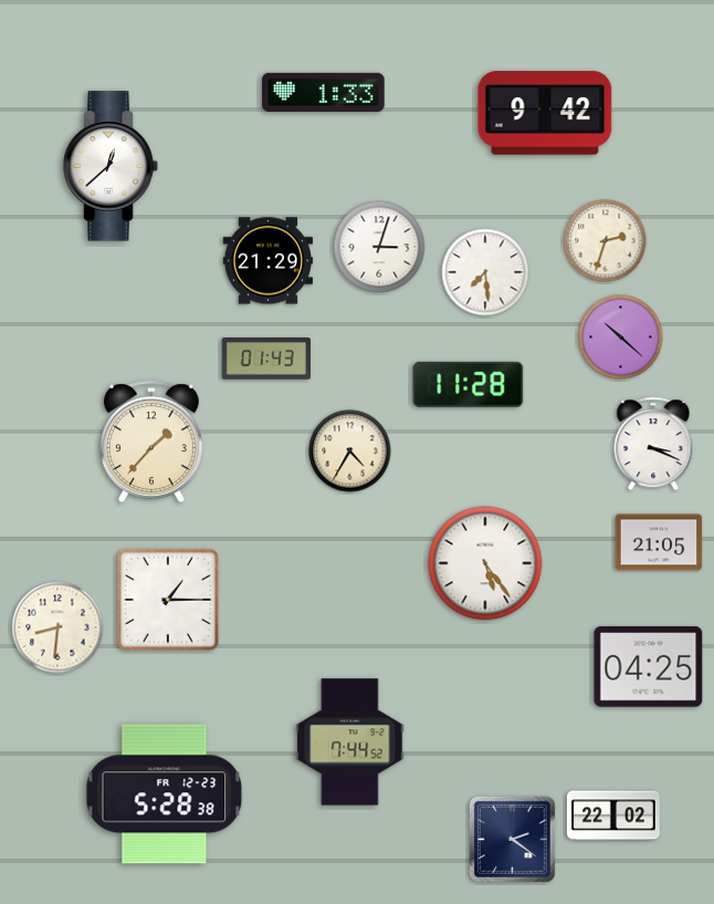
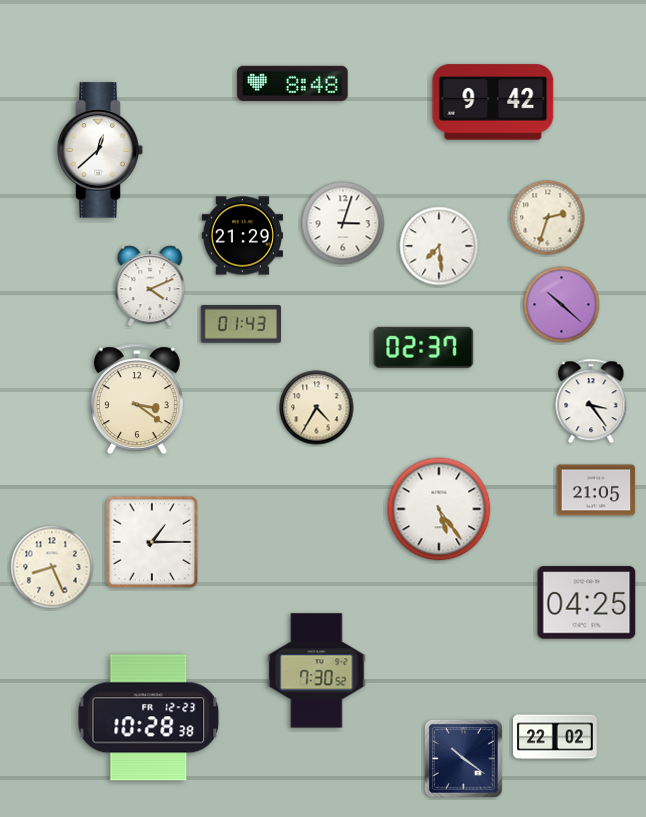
clock at (324, 92): 1:33 -> 8:48
clock at (150, 286): none -> 4:11
clock at (469, 384): 11:28 -> 02:37
clock at (151, 441): 1:37 -> 3:21
clock at (653, 444): 3:19 -> 3:24
clock at (57, 627): 8:31 -> 8:26
clock at (350, 742): 7:44 -> 7:30
clock at (165, 794): 5:28 -> 10:28
clock at (512, 839): 2:21 -> 10:21
